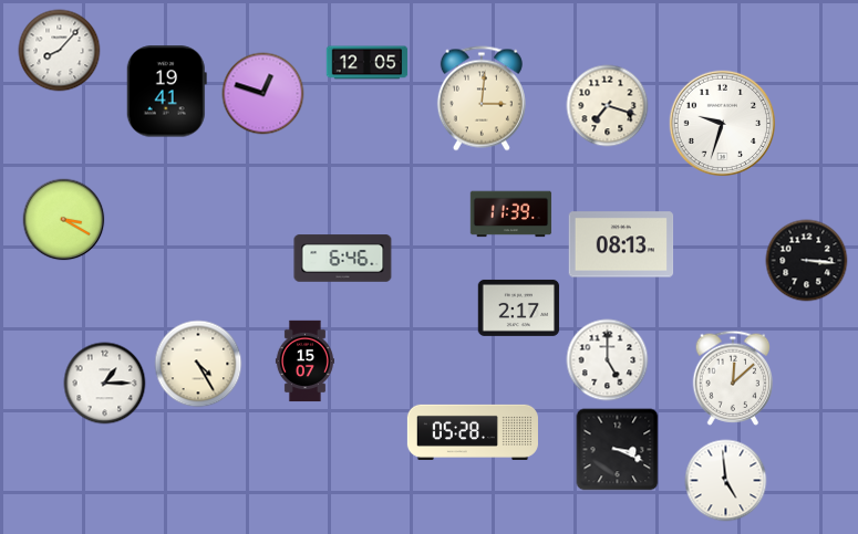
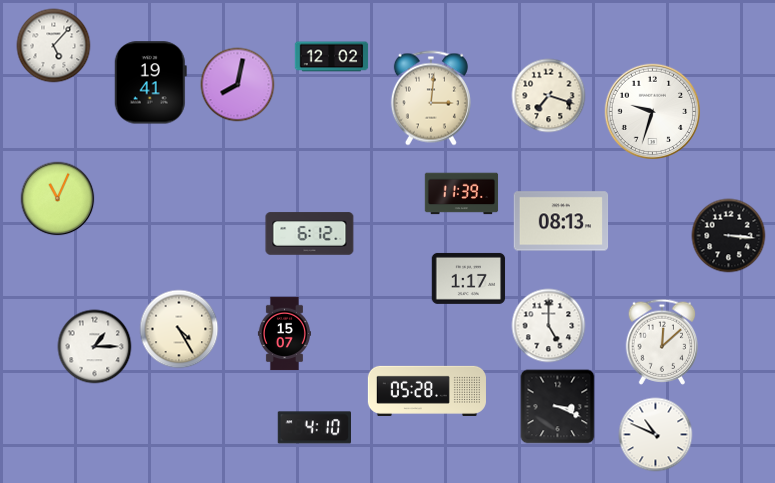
clock at (60, 51): 8:07 -> 5:07
clock at (368, 63): 12:05 -> 12:02
clock at (263, 94): 12:48 -> 8:02
clock at (482, 98) position: (482, 98) -> (431, 98)
clock at (64, 220): 3:20 -> 11:04
clock at (343, 259): 6:46 -> 6:12
clock at (519, 307): 2:17 -> 1:17
clock at (304, 362) position: (304, 362) -> (284, 334)
clock at (314, 428): none -> 4:10
clock at (726, 481): 4:59 -> 10:49
